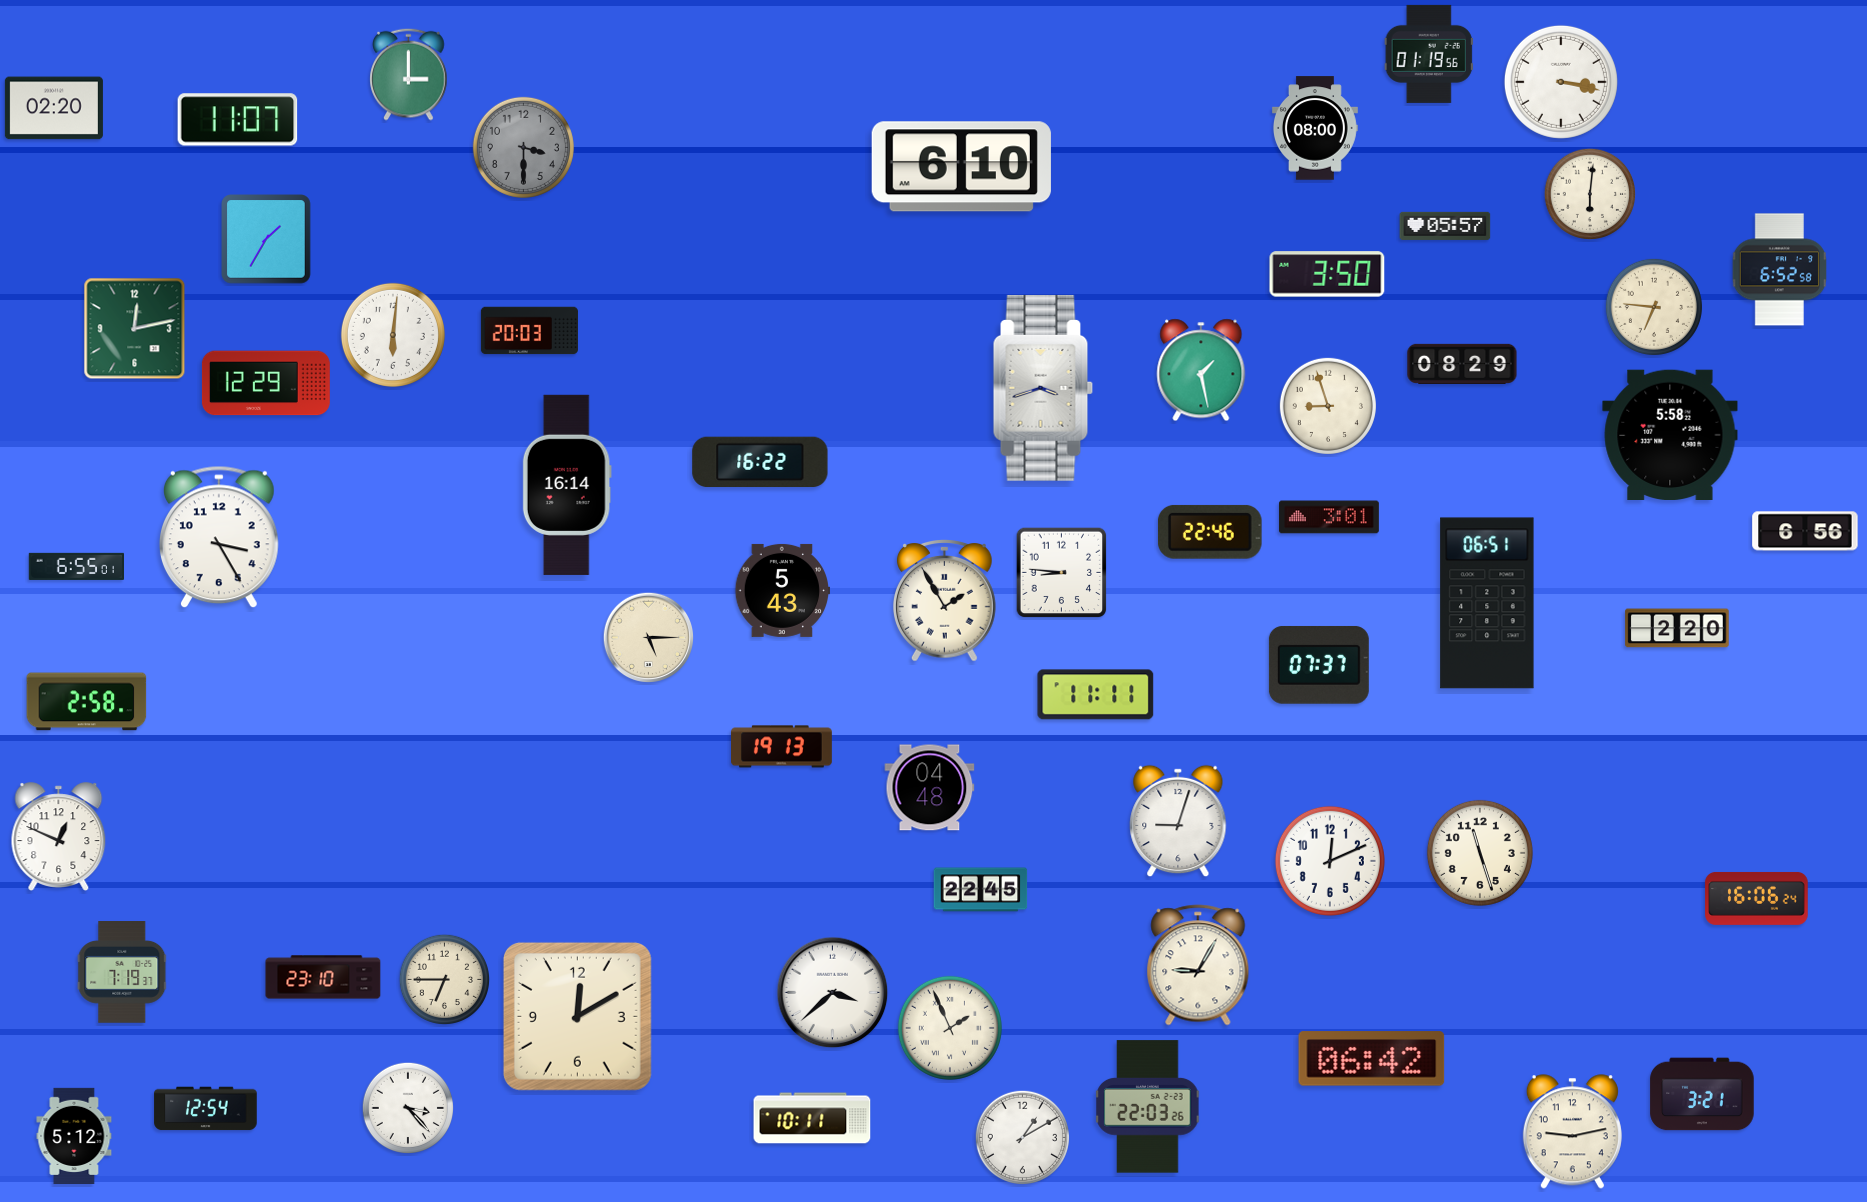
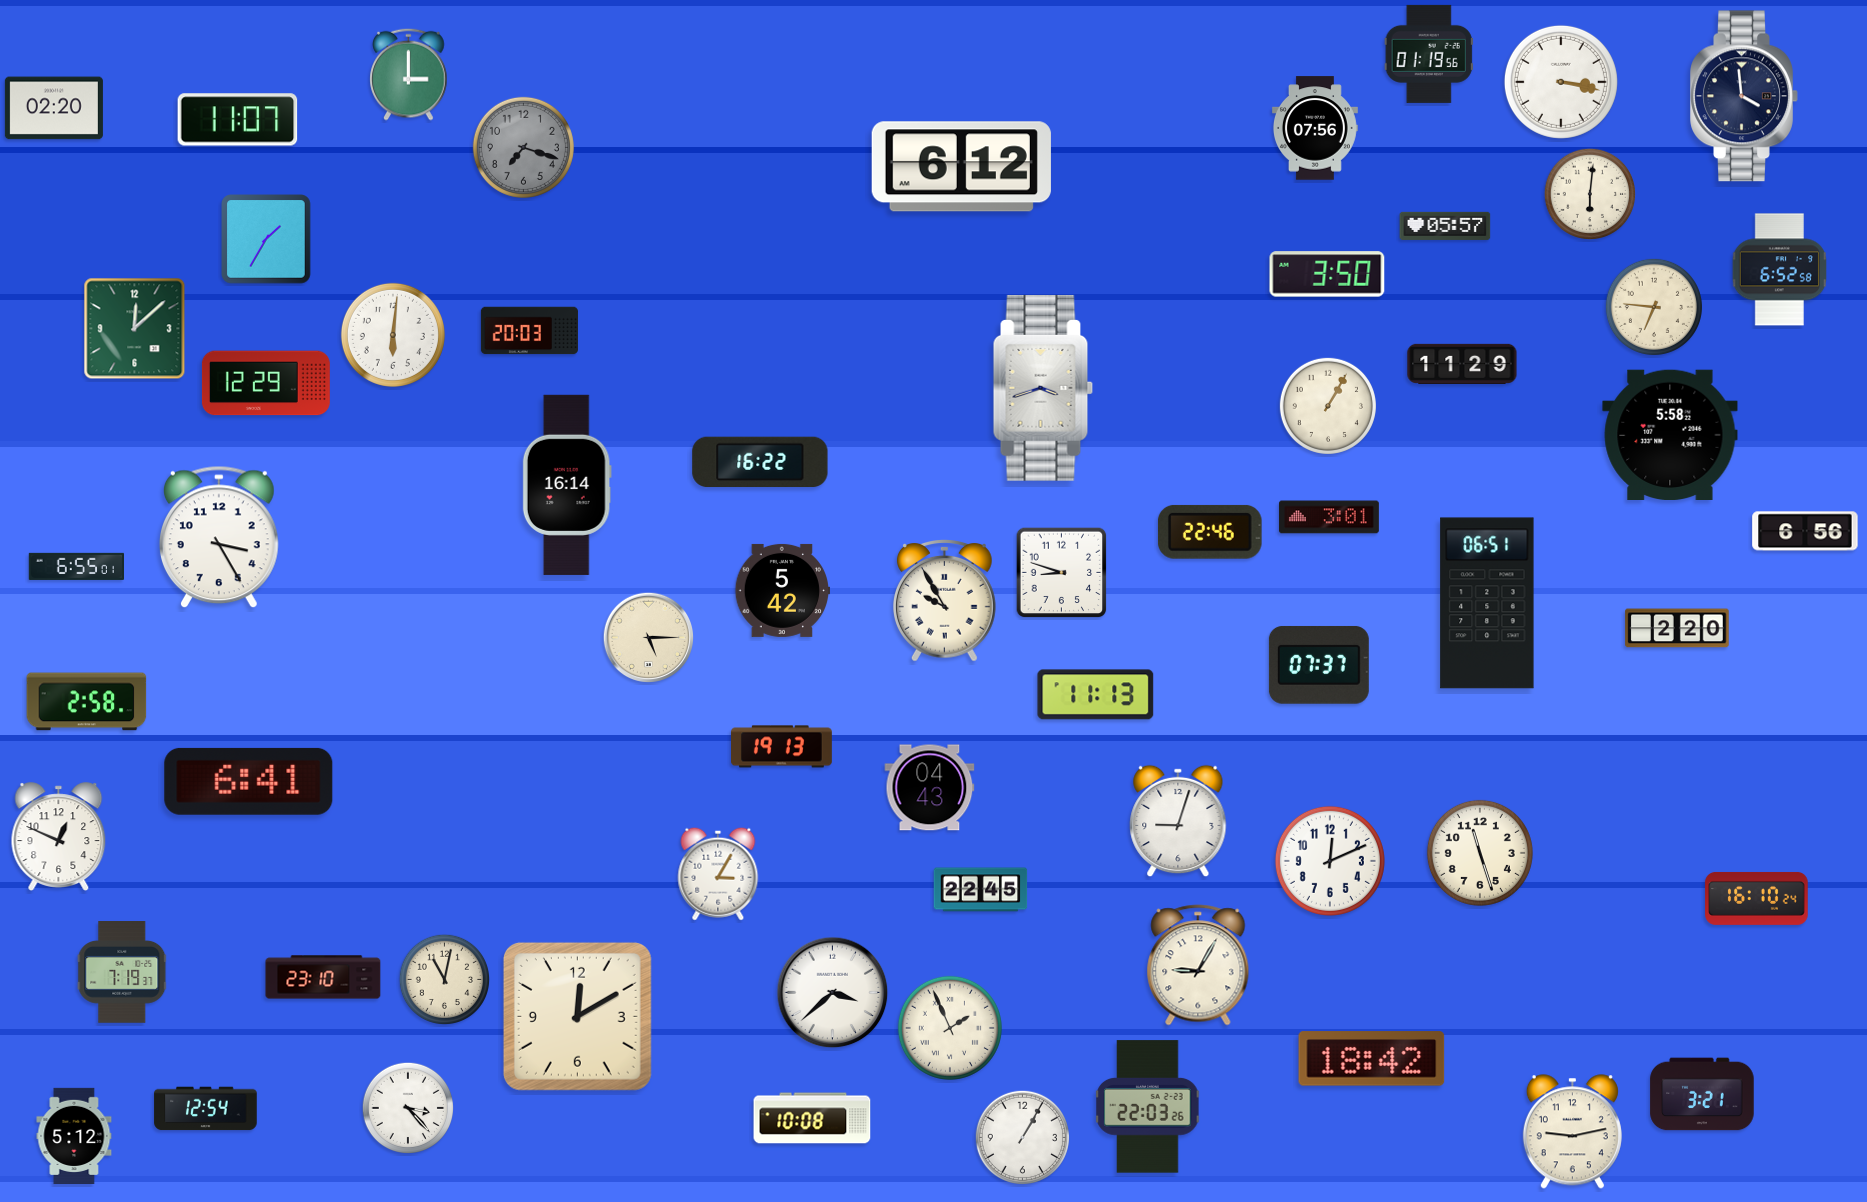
clock at (1744, 96): none -> 3:59
clock at (1315, 128): 08:00 -> 07:56
clock at (523, 147): 3:30 -> 7:18
clock at (961, 167): 6:10 -> 6:12
clock at (135, 329): 12:13 -> 12:08
clock at (1462, 364): 08:29 -> 11:29
clock at (1201, 370): 1:28 -> none
clock at (1328, 406): 8:57 -> 1:05
clock at (1062, 573): 8:46 -> 8:48
clock at (782, 590): 5:43 -> 5:42
clock at (945, 601): 1:55 -> 9:55
clock at (1096, 695): 11:11 -> 11:13
clock at (249, 781): none -> 6:41
clock at (930, 788): 04:48 -> 04:43
clock at (718, 874): none -> 3:05
clock at (1757, 898): 16:06 -> 16:10
clock at (444, 979): 6:45 -> 11:02
clock at (1372, 1059): 06:42 -> 18:42
clock at (812, 1118): 10:11 -> 10:08
clock at (1022, 1137): 1:10 -> 1:05
